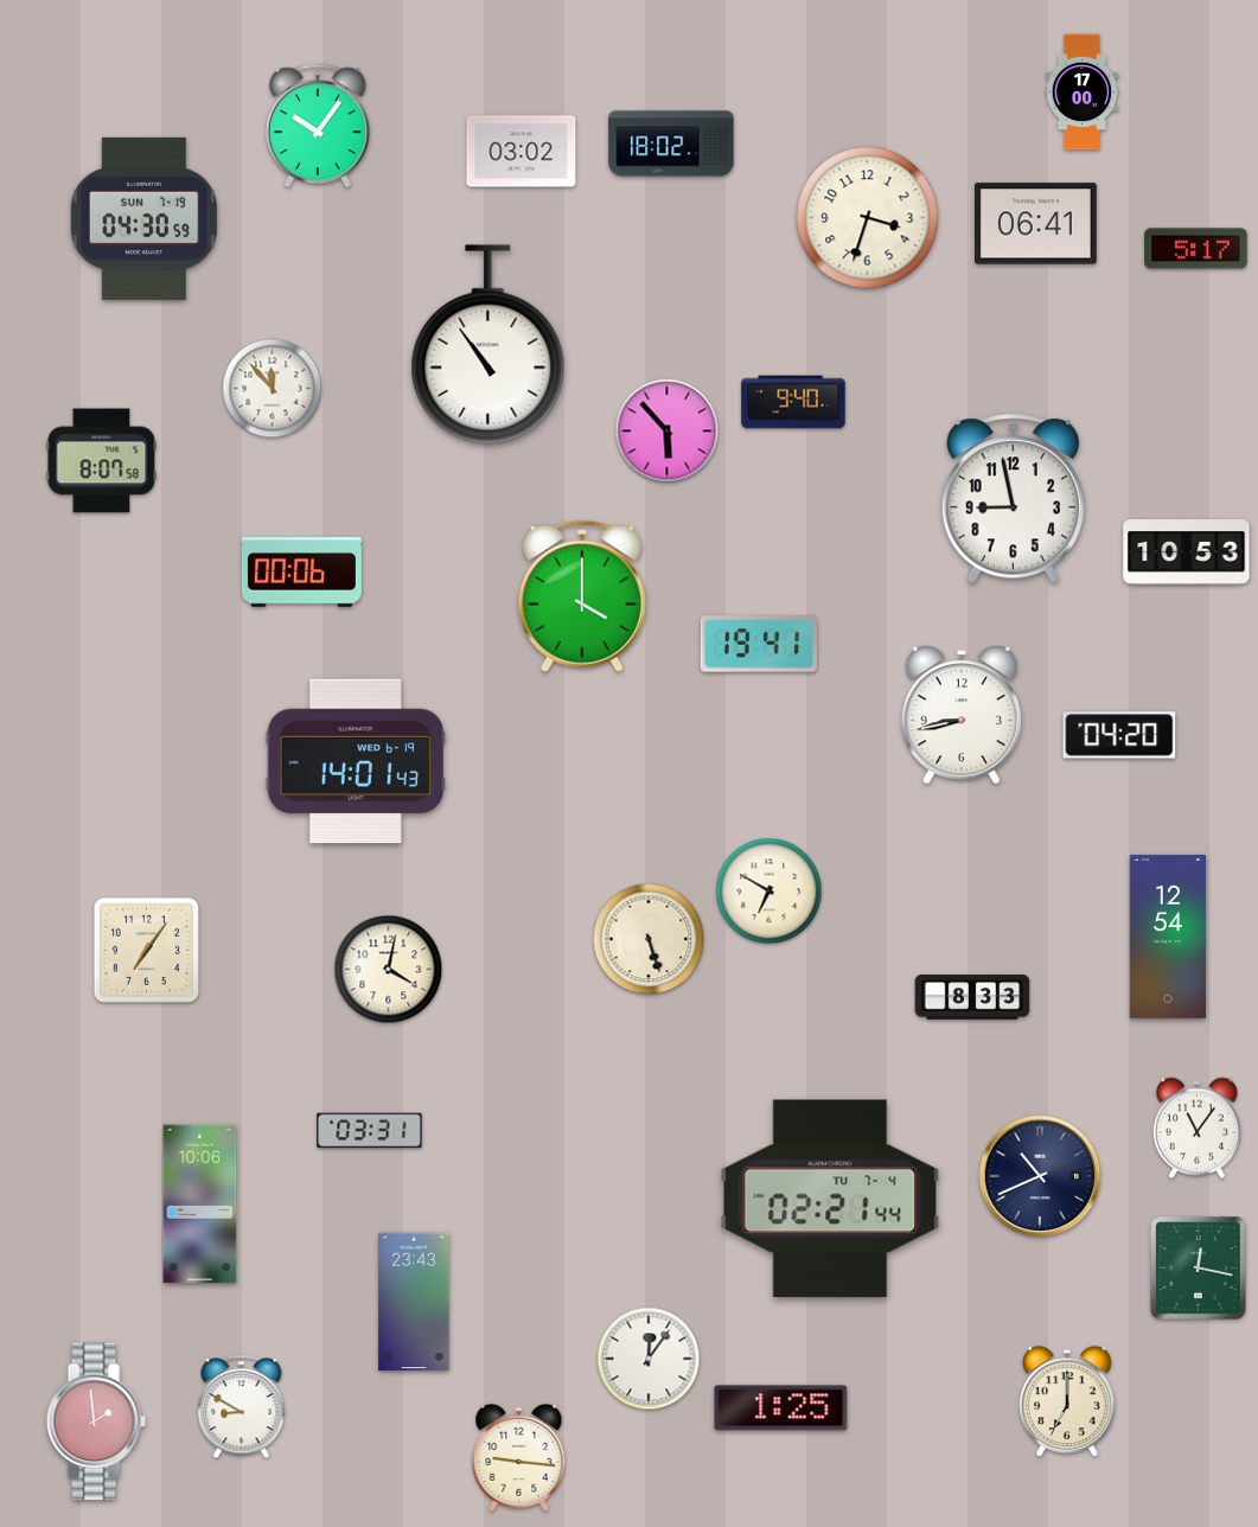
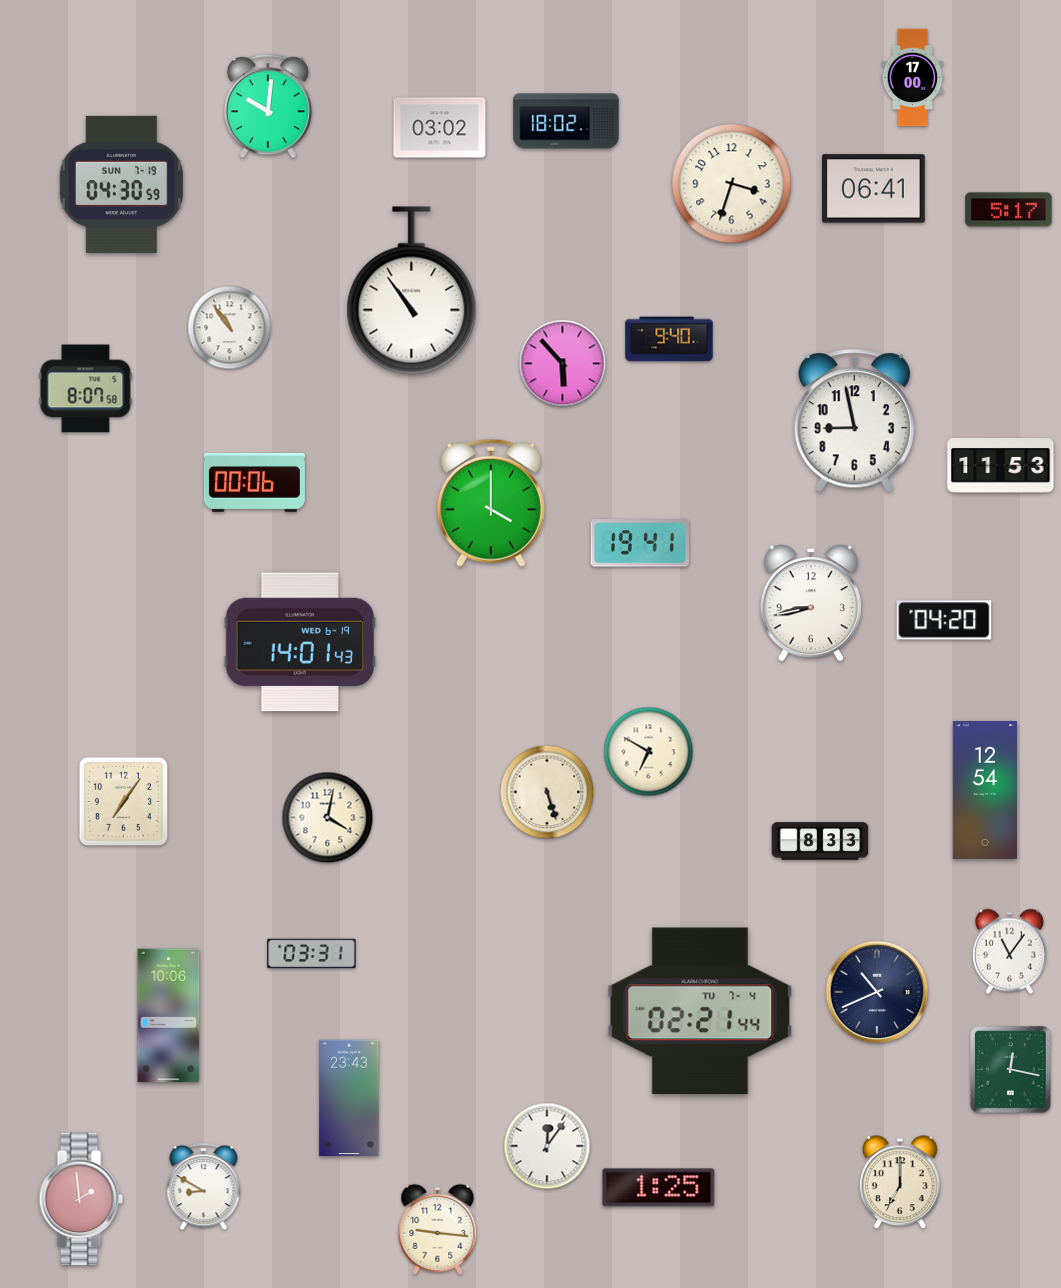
clock at (318, 126): 10:06 -> 10:01
clock at (273, 389): 11:53 -> 10:54
clock at (1187, 552): 10:53 -> 11:53
